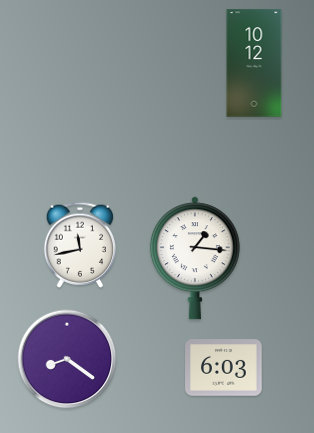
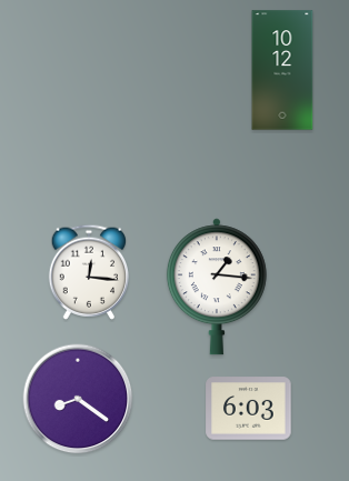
clock at (79, 245): 11:43 -> 12:16
clock at (67, 359) position: (67, 359) -> (78, 399)
